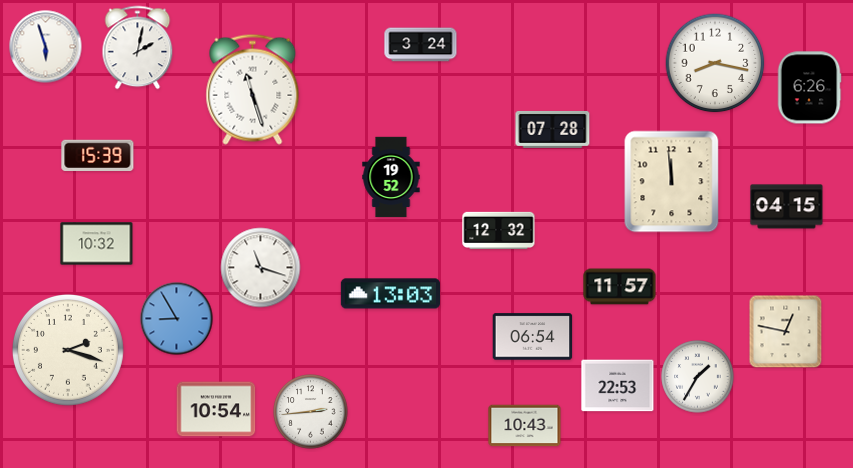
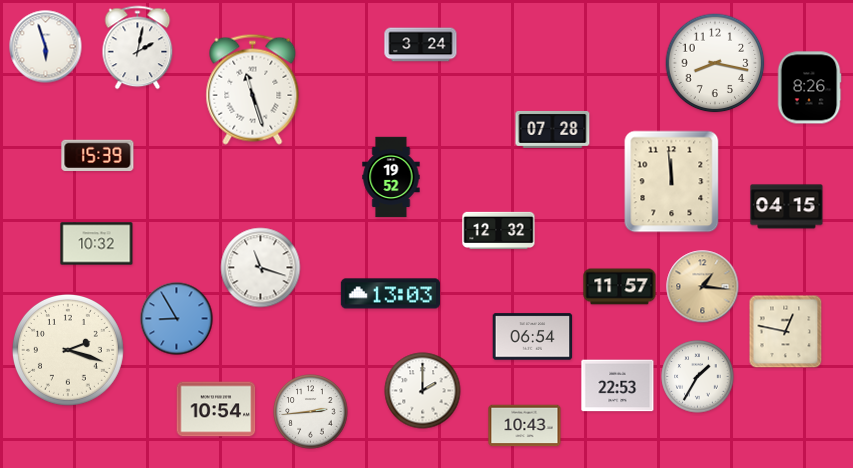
clock at (809, 88): 6:26 -> 8:26
clock at (703, 287): none -> 1:16
clock at (423, 391): none -> 2:00
